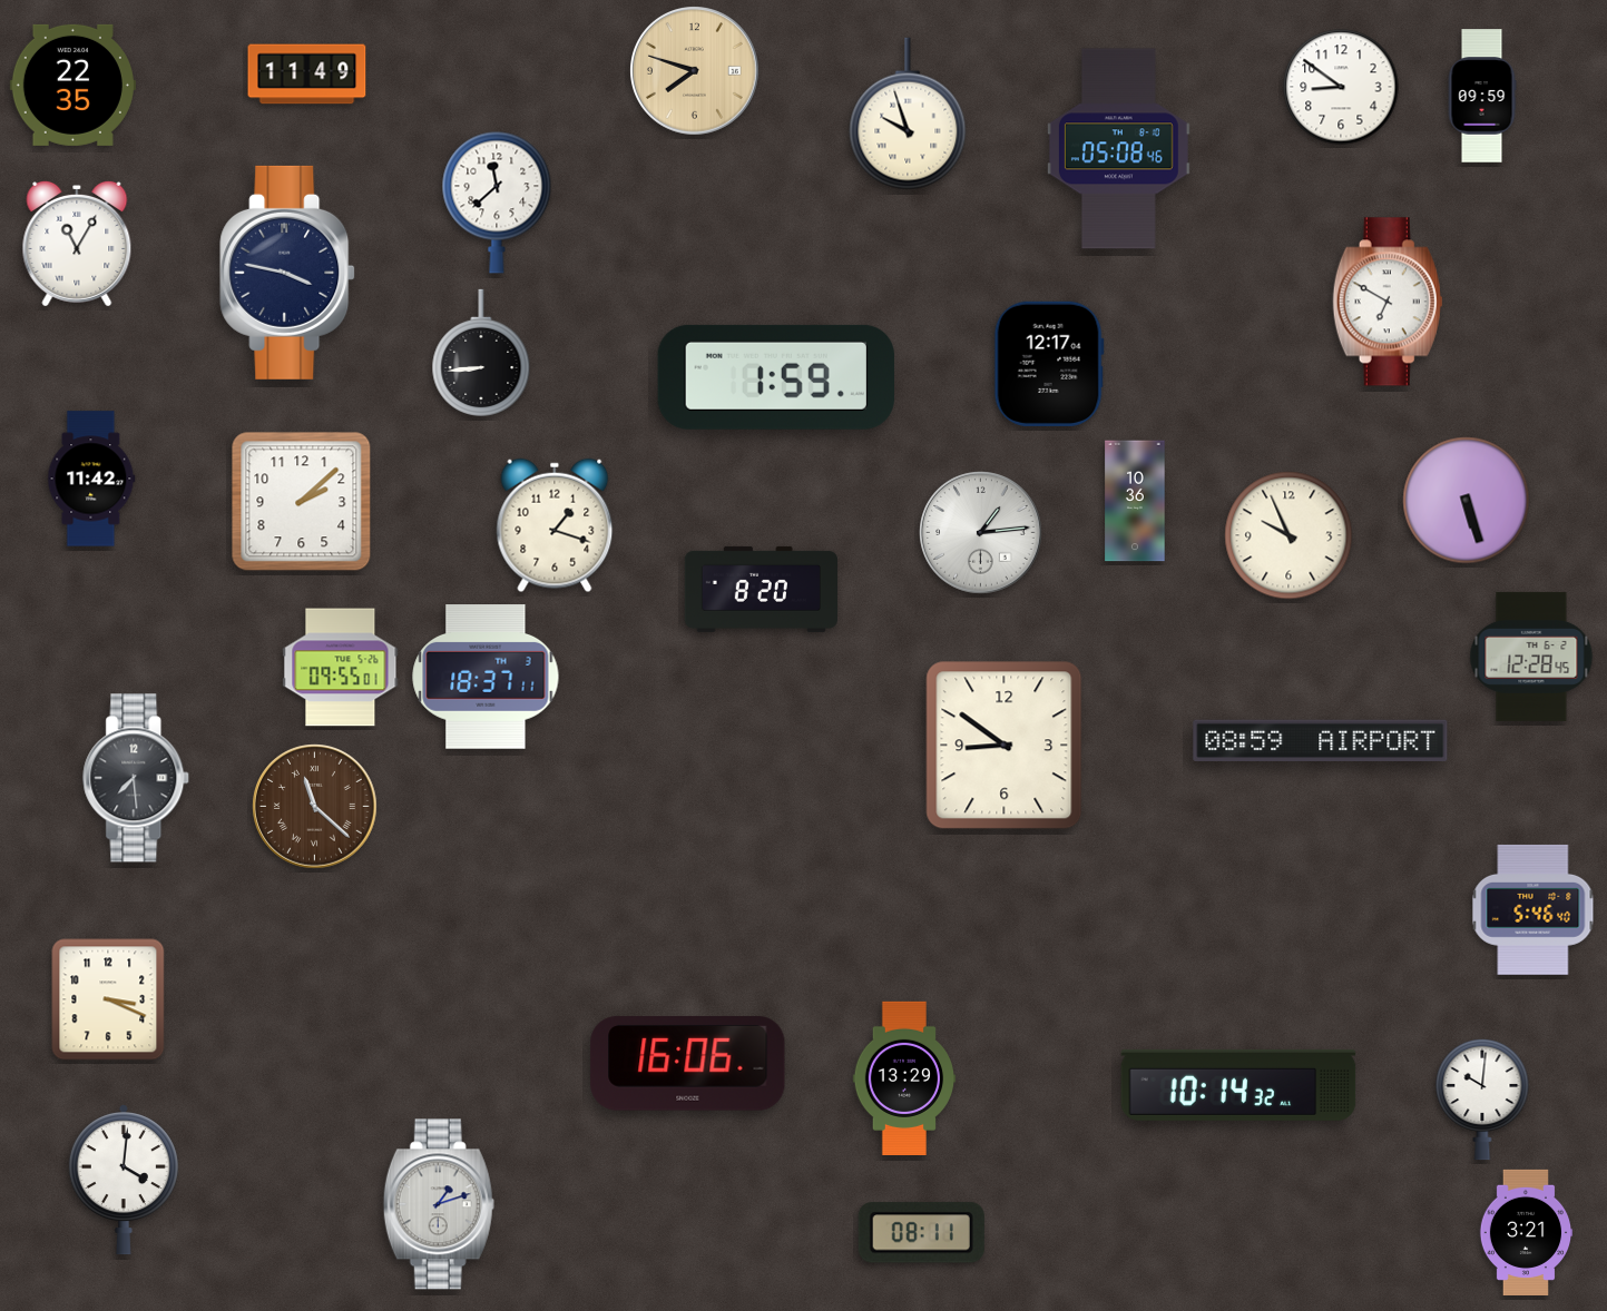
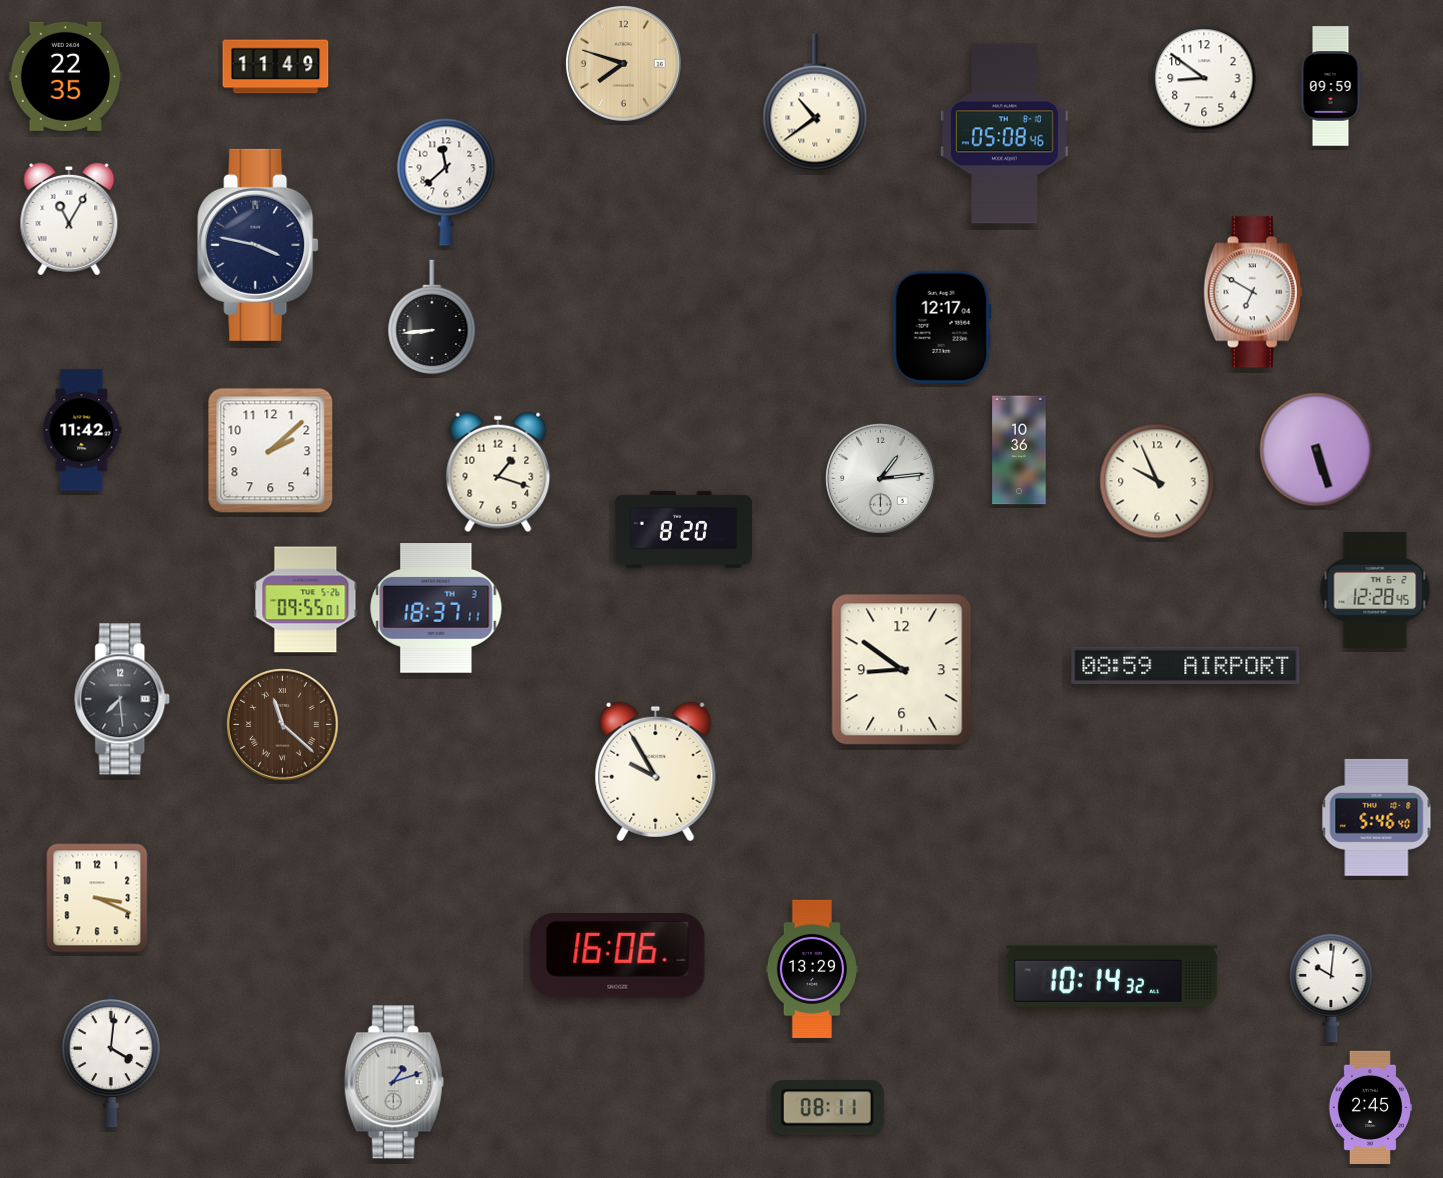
clock at (908, 114): 9:57 -> 10:39
clock at (1388, 302) position: (1388, 302) -> (1253, 292)
clock at (776, 377): 1:59 -> none
clock at (656, 772): none -> 9:55
clock at (1526, 1232): 3:21 -> 2:45
